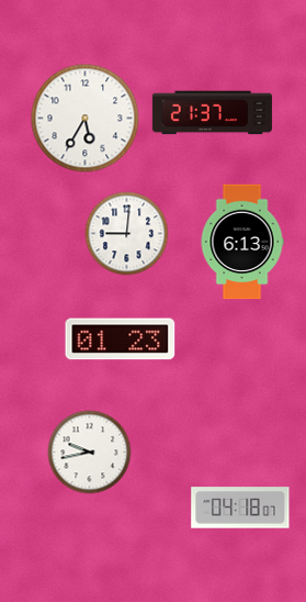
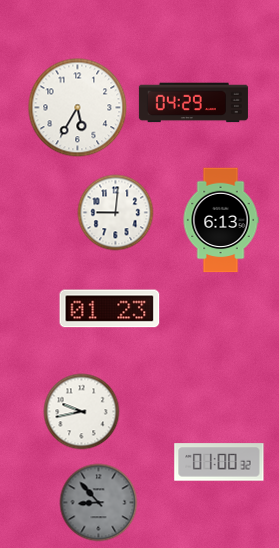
clock at (212, 113): 21:37 -> 04:29
clock at (240, 508): 04:18 -> 01:00
clock at (99, 503): none -> 8:53
